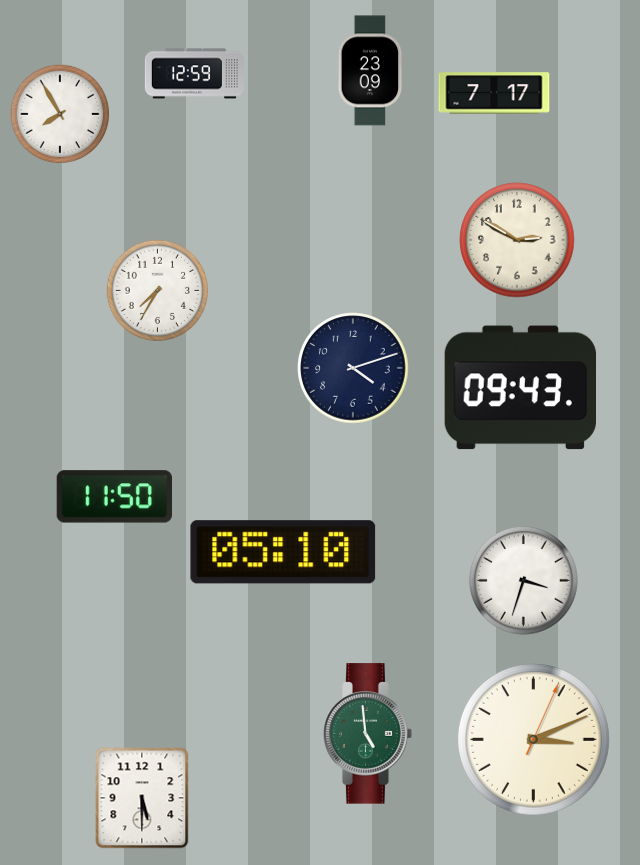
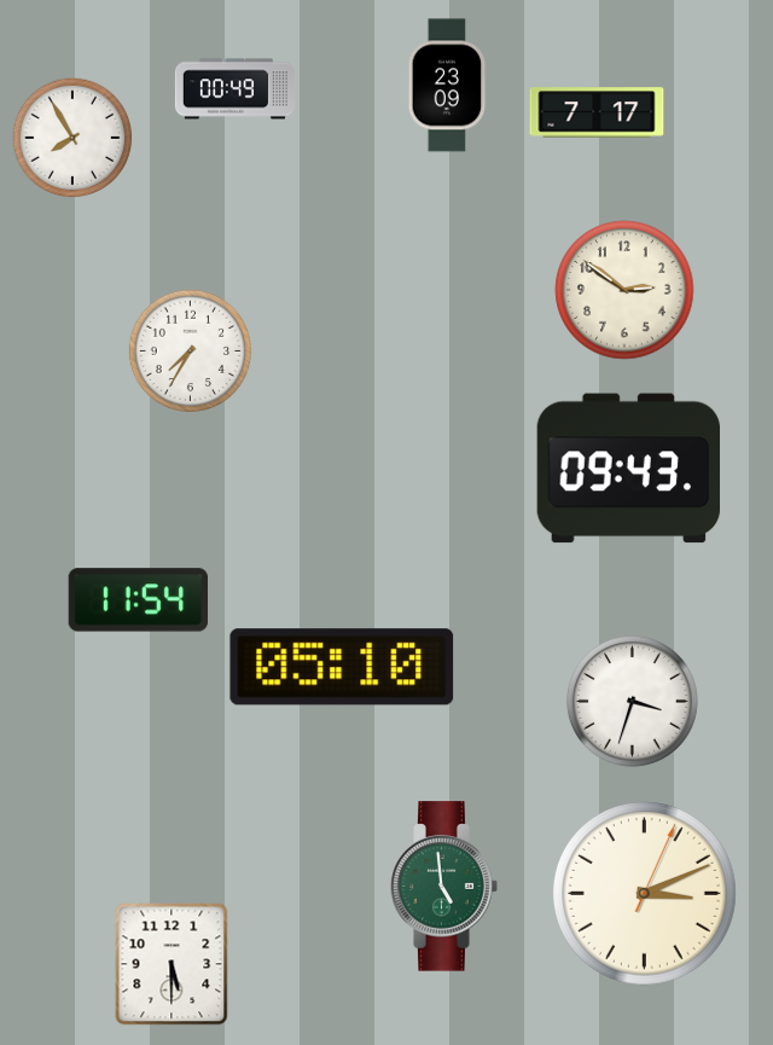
clock at (194, 74): 12:59 -> 00:49
clock at (517, 240): 2:50 -> 2:51
clock at (353, 368): 4:12 -> none
clock at (114, 497): 11:50 -> 11:54
